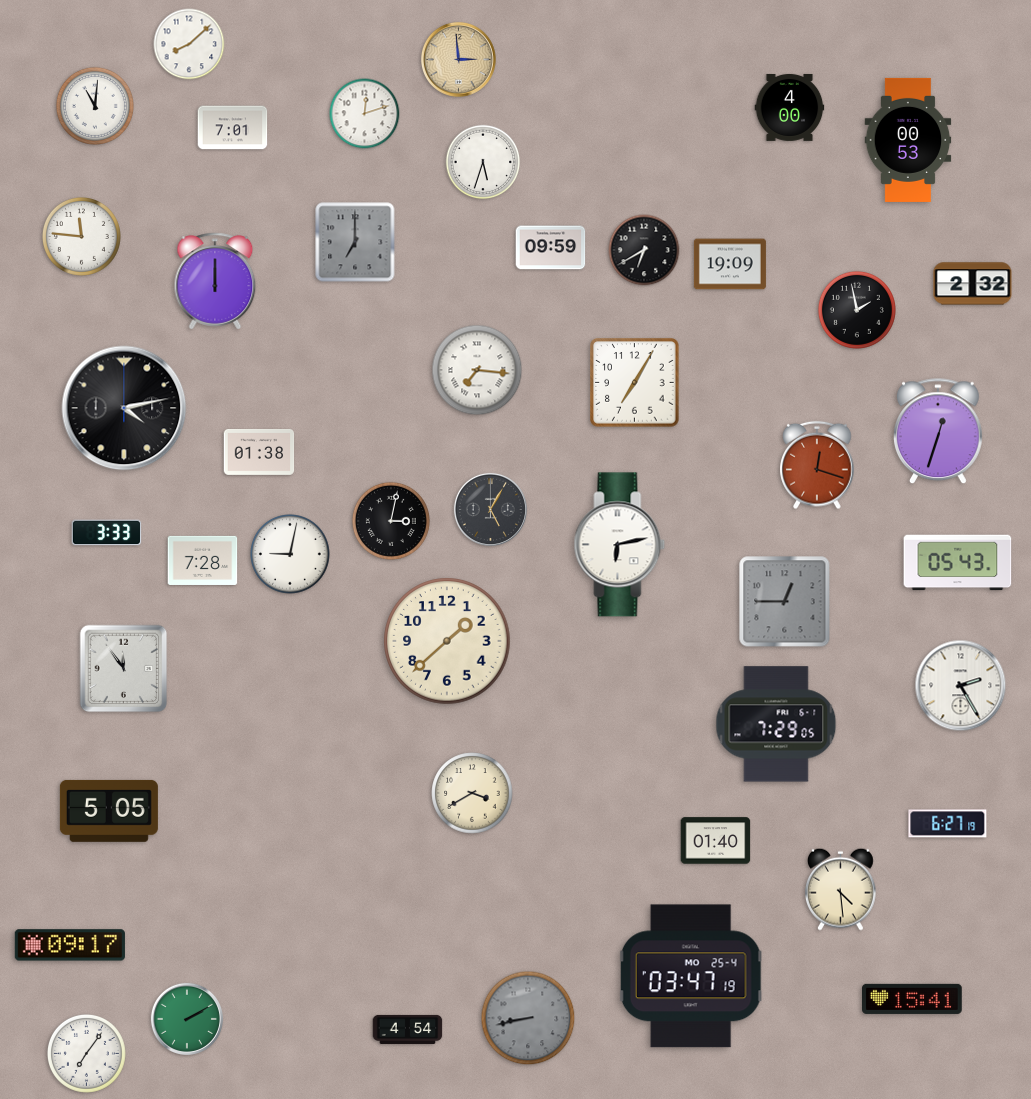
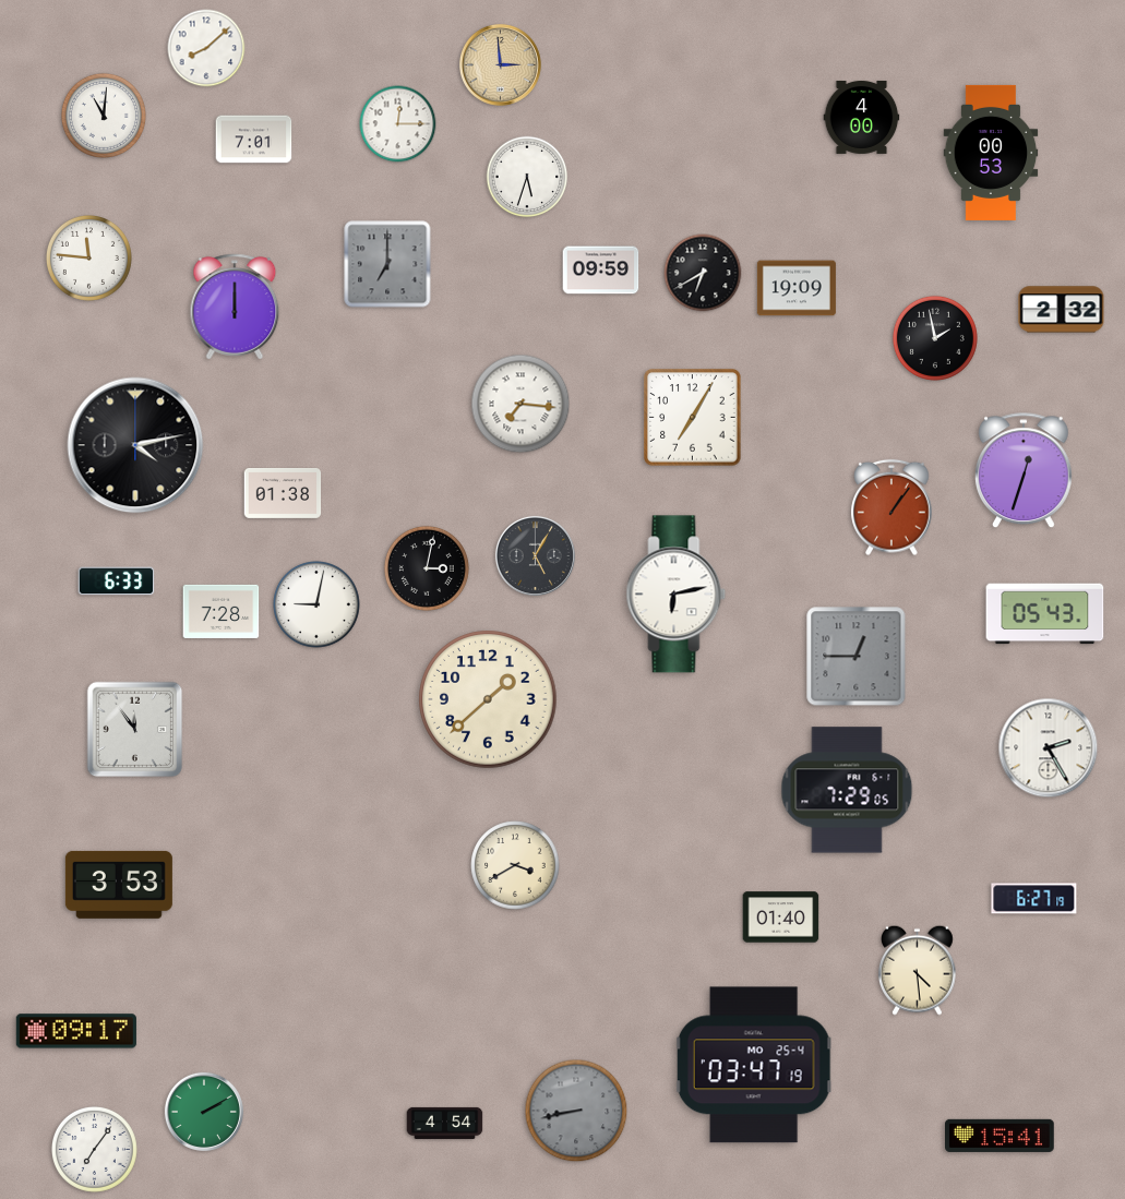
clock at (365, 114): 12:12 -> 12:15
clock at (817, 465): 12:18 -> 1:06
clock at (107, 533): 3:33 -> 6:33
clock at (109, 811): 5:05 -> 3:53
clock at (913, 999) position: (913, 999) -> (1001, 1136)
